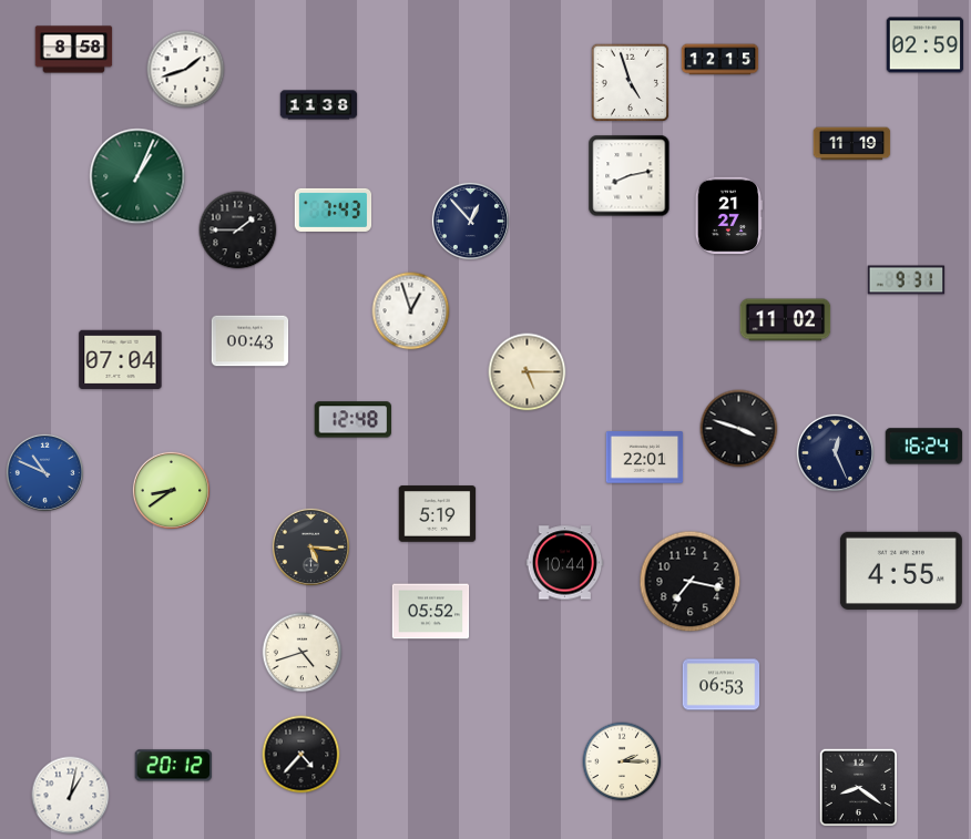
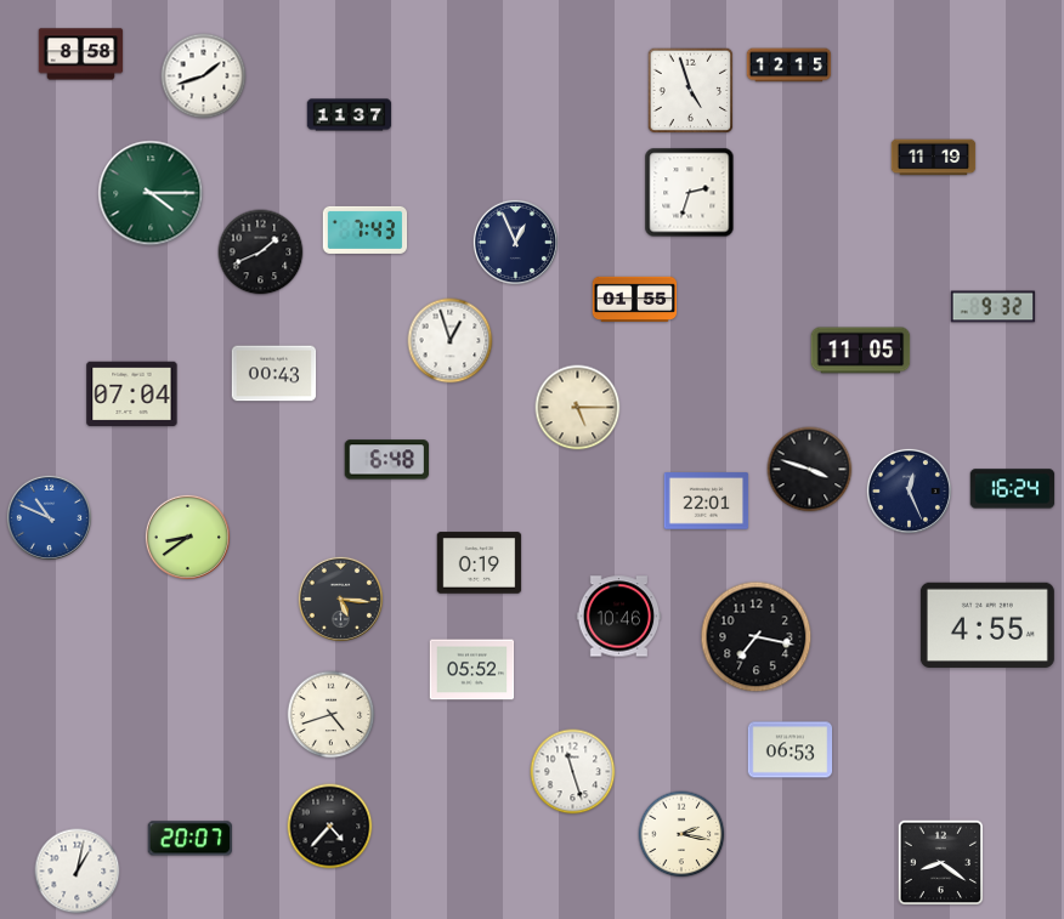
clock at (926, 45): 02:59 -> none
clock at (319, 105): 11:38 -> 11:37
clock at (137, 176): 1:04 -> 4:15
clock at (630, 176): 8:13 -> 2:33
clock at (728, 216): 21:27 -> none
clock at (470, 221): 12:53 -> 12:56
clock at (238, 231): 1:45 -> 1:41
clock at (635, 300): none -> 01:55
clock at (907, 280): 9:31 -> 9:32
clock at (786, 320): 11:02 -> 11:05
clock at (352, 420): 12:48 -> 6:48
clock at (835, 452) position: (835, 452) -> (909, 490)
clock at (438, 514): 5:19 -> 0:19
clock at (565, 563): 10:44 -> 10:46
clock at (573, 772): none -> 11:27
clock at (622, 761): 2:15 -> 2:17
clock at (173, 766): 20:12 -> 20:07
